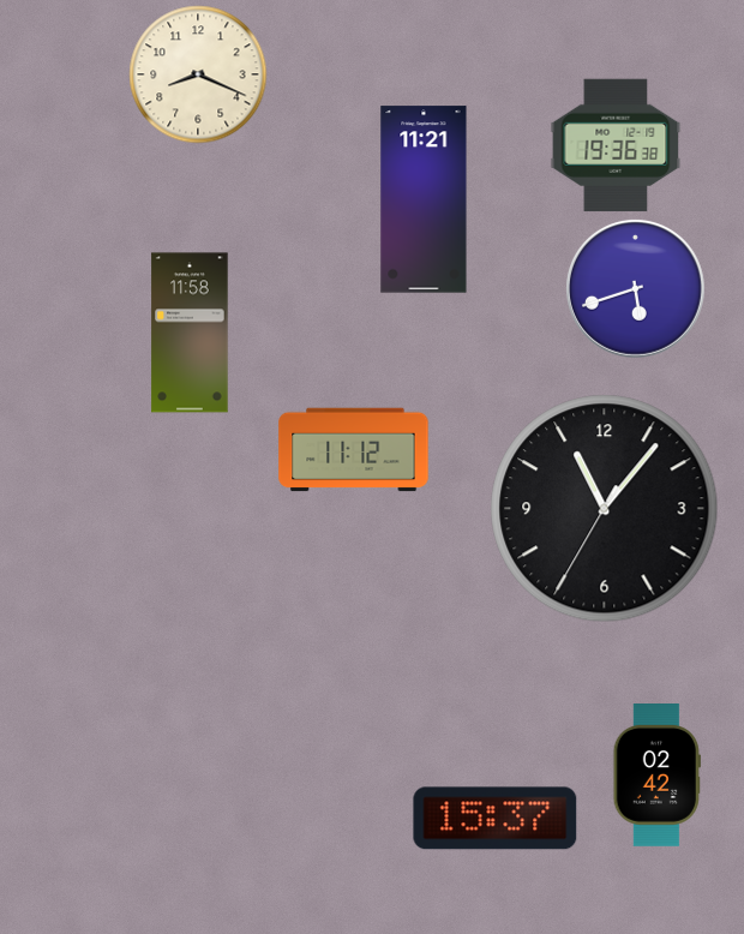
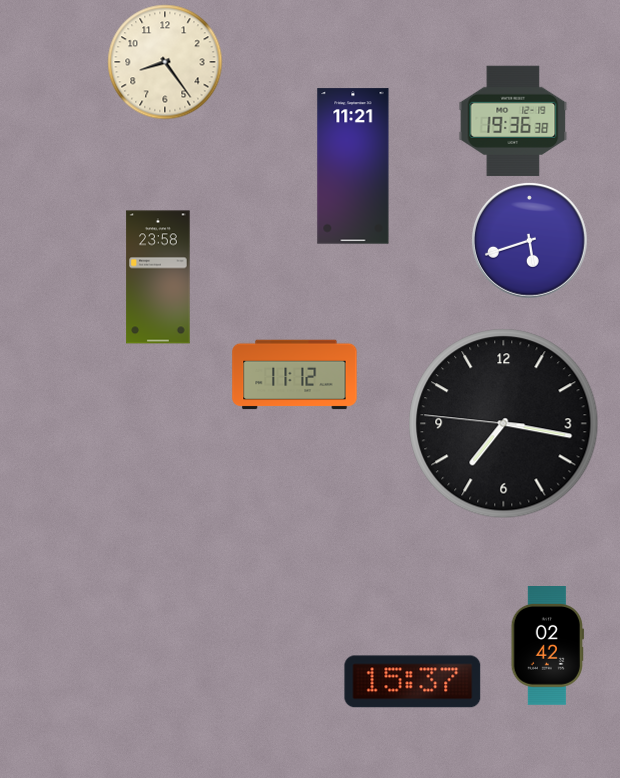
clock at (198, 74): 8:19 -> 8:24
clock at (190, 333): 11:58 -> 23:58
clock at (605, 509): 11:06 -> 7:16
